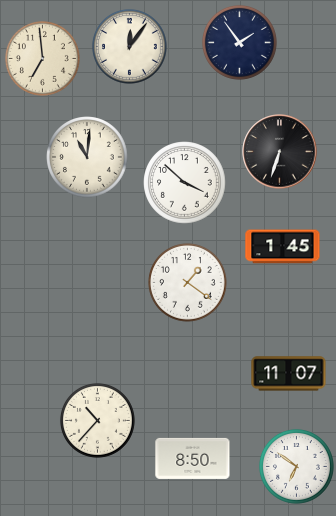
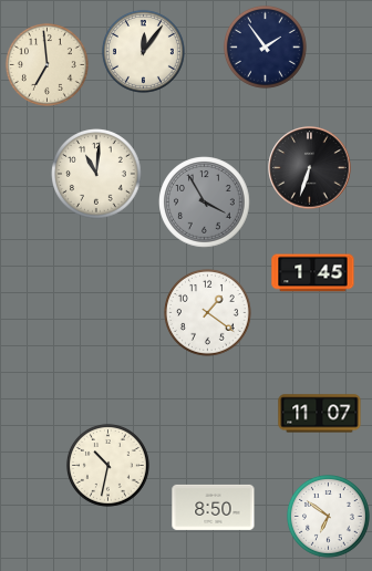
clock at (185, 183): 3:52 -> 3:55
clock at (185, 183) dial: white -> grey
clock at (97, 420): 10:37 -> 10:32
